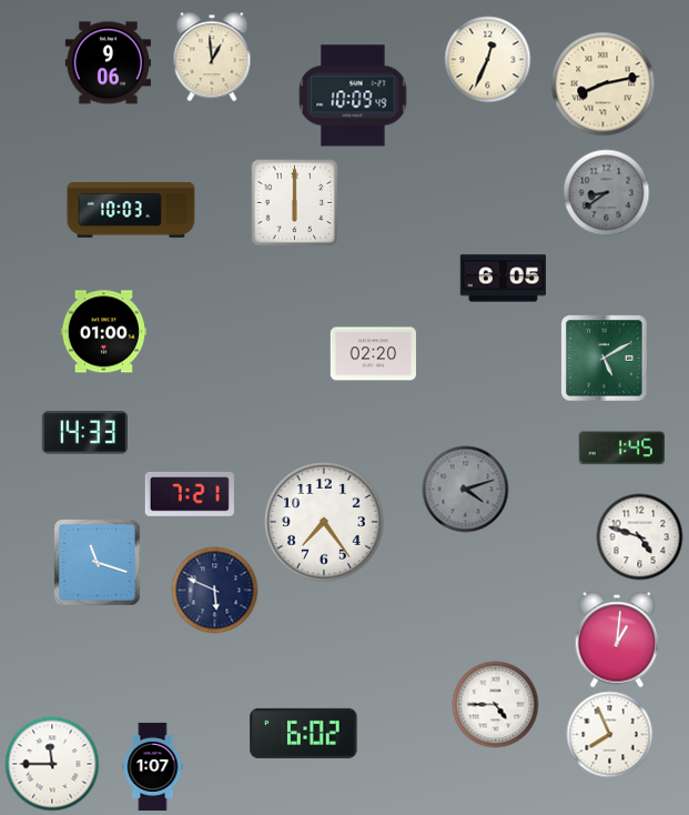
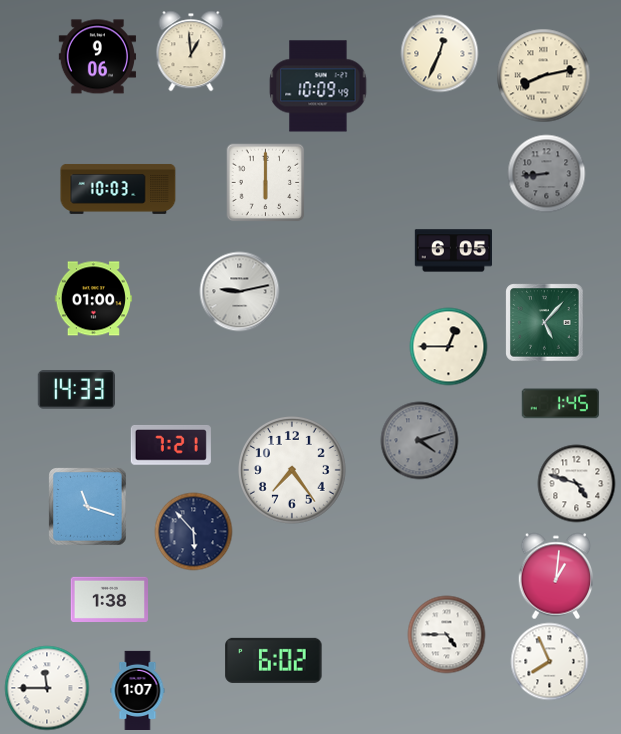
clock at (606, 192): 8:39 -> 8:44
clock at (239, 291): none -> 9:13
clock at (373, 354): 02:20 -> none
clock at (604, 358): 5:10 -> 5:07
clock at (448, 346): none -> 12:45
clock at (214, 590): 5:49 -> 5:53
clock at (109, 599): none -> 1:38
